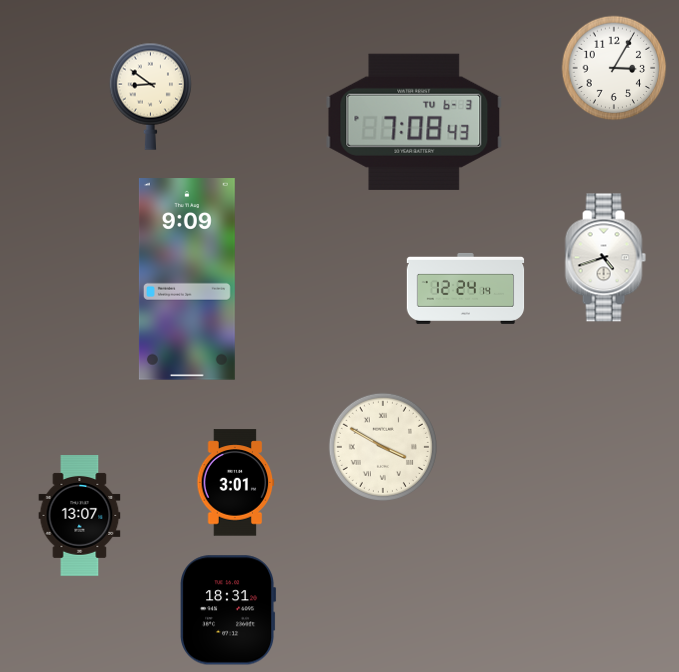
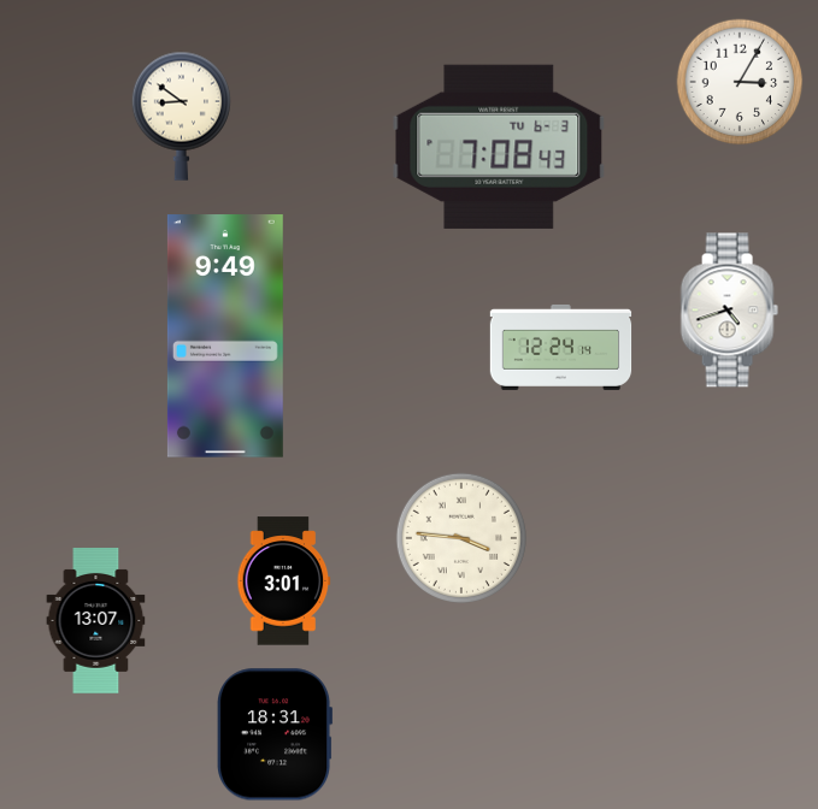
clock at (187, 279): 9:09 -> 9:49
clock at (383, 447): 3:50 -> 3:46
